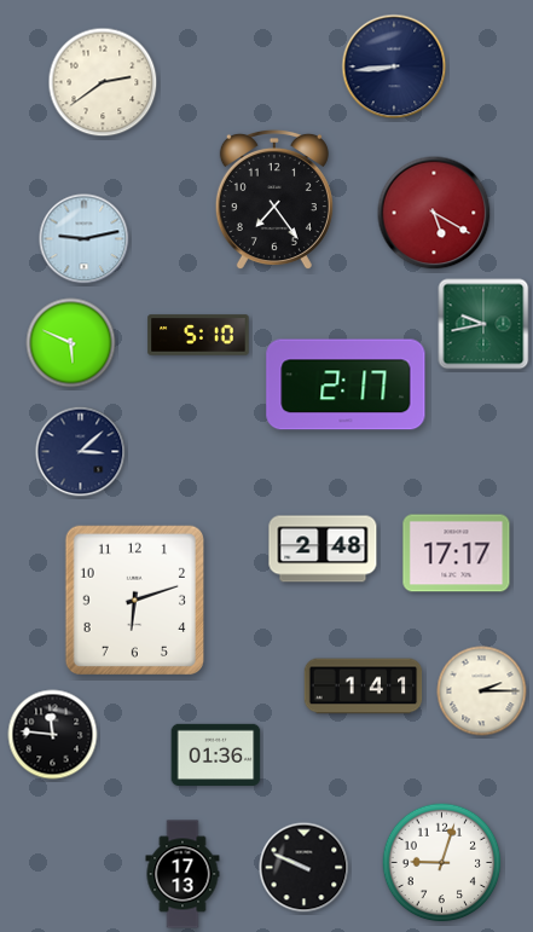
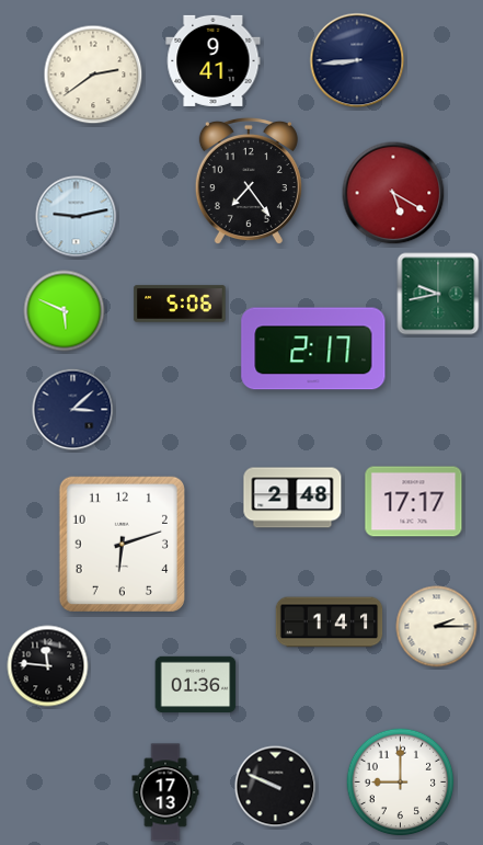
clock at (214, 60): none -> 9:41
clock at (198, 335): 5:10 -> 5:06
clock at (442, 863): 9:03 -> 9:00
